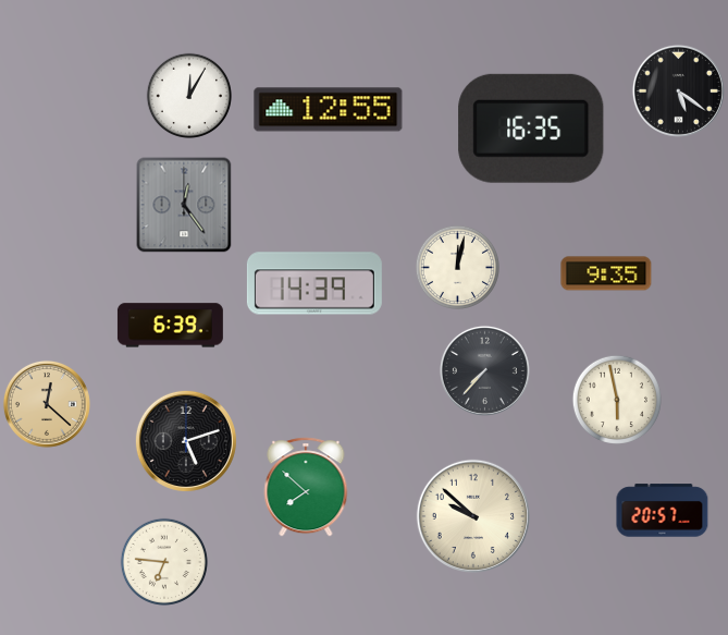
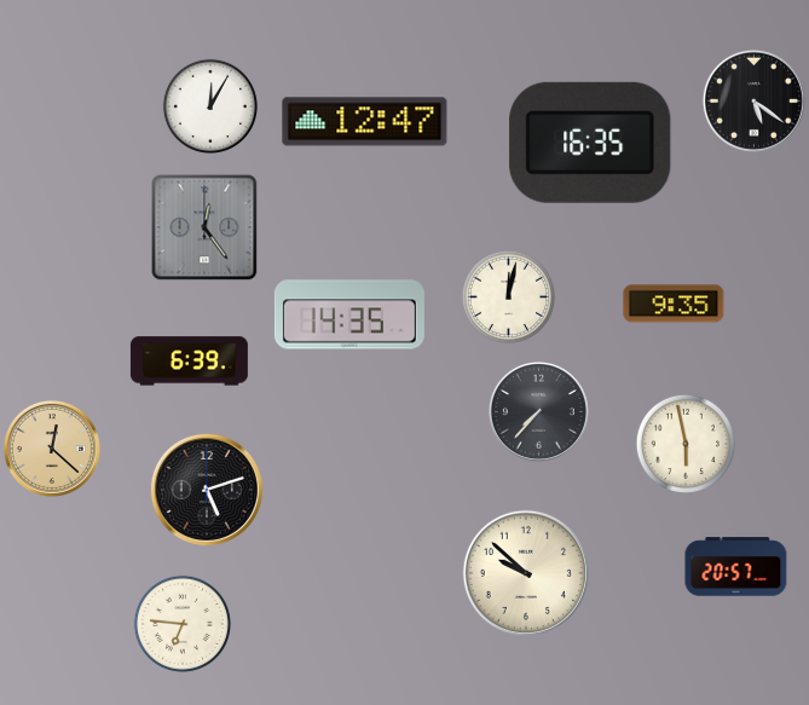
clock at (329, 110): 12:55 -> 12:47
clock at (314, 283): 14:39 -> 14:35
clock at (306, 487): 7:52 -> none
